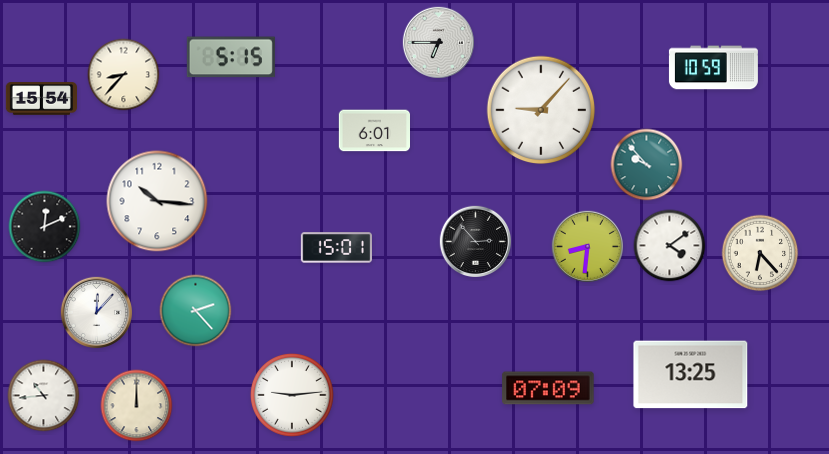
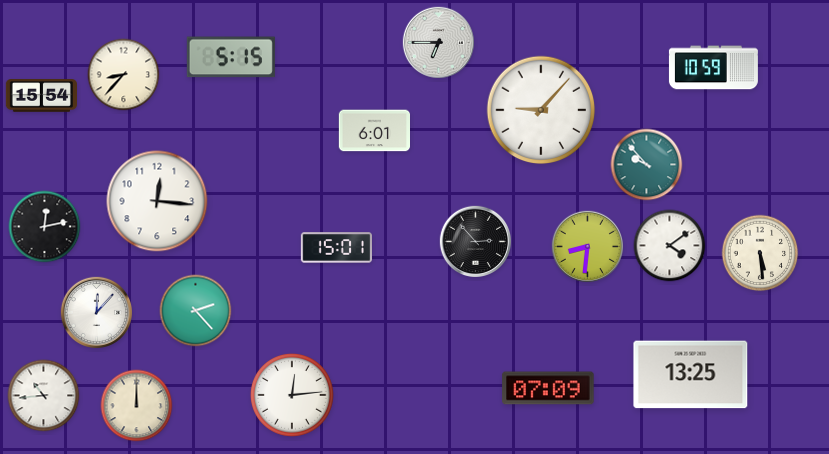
clock at (41, 99) position: (41, 99) -> (41, 96)
clock at (157, 201): 10:16 -> 12:16
clock at (45, 227): 12:11 -> 12:13
clock at (760, 253): 6:23 -> 5:29
clock at (292, 395): 9:14 -> 12:14
